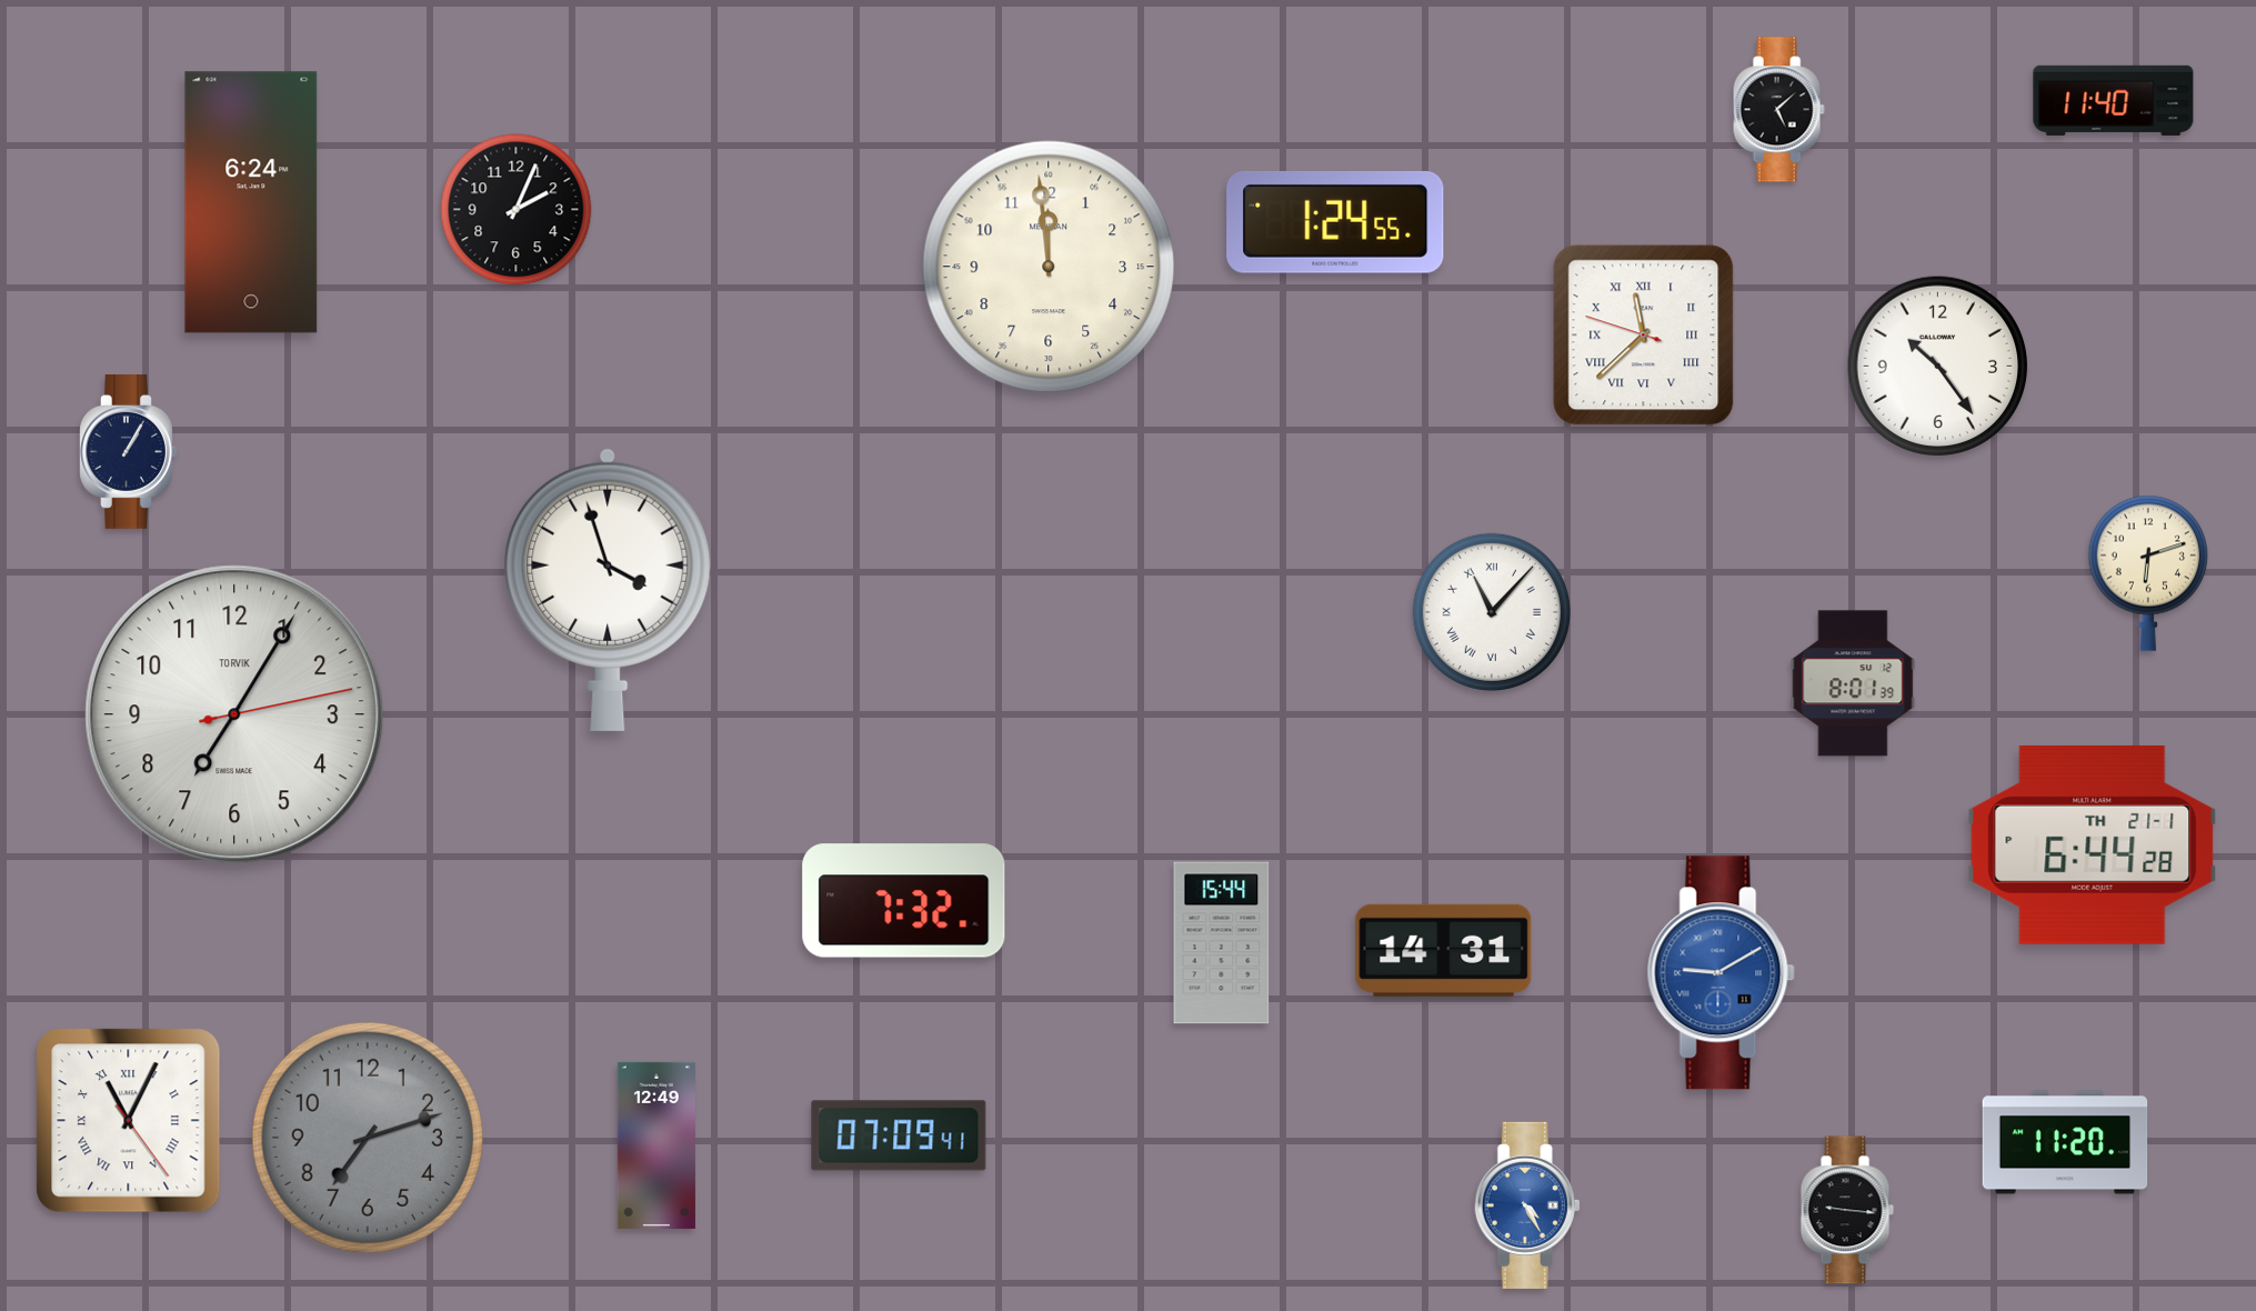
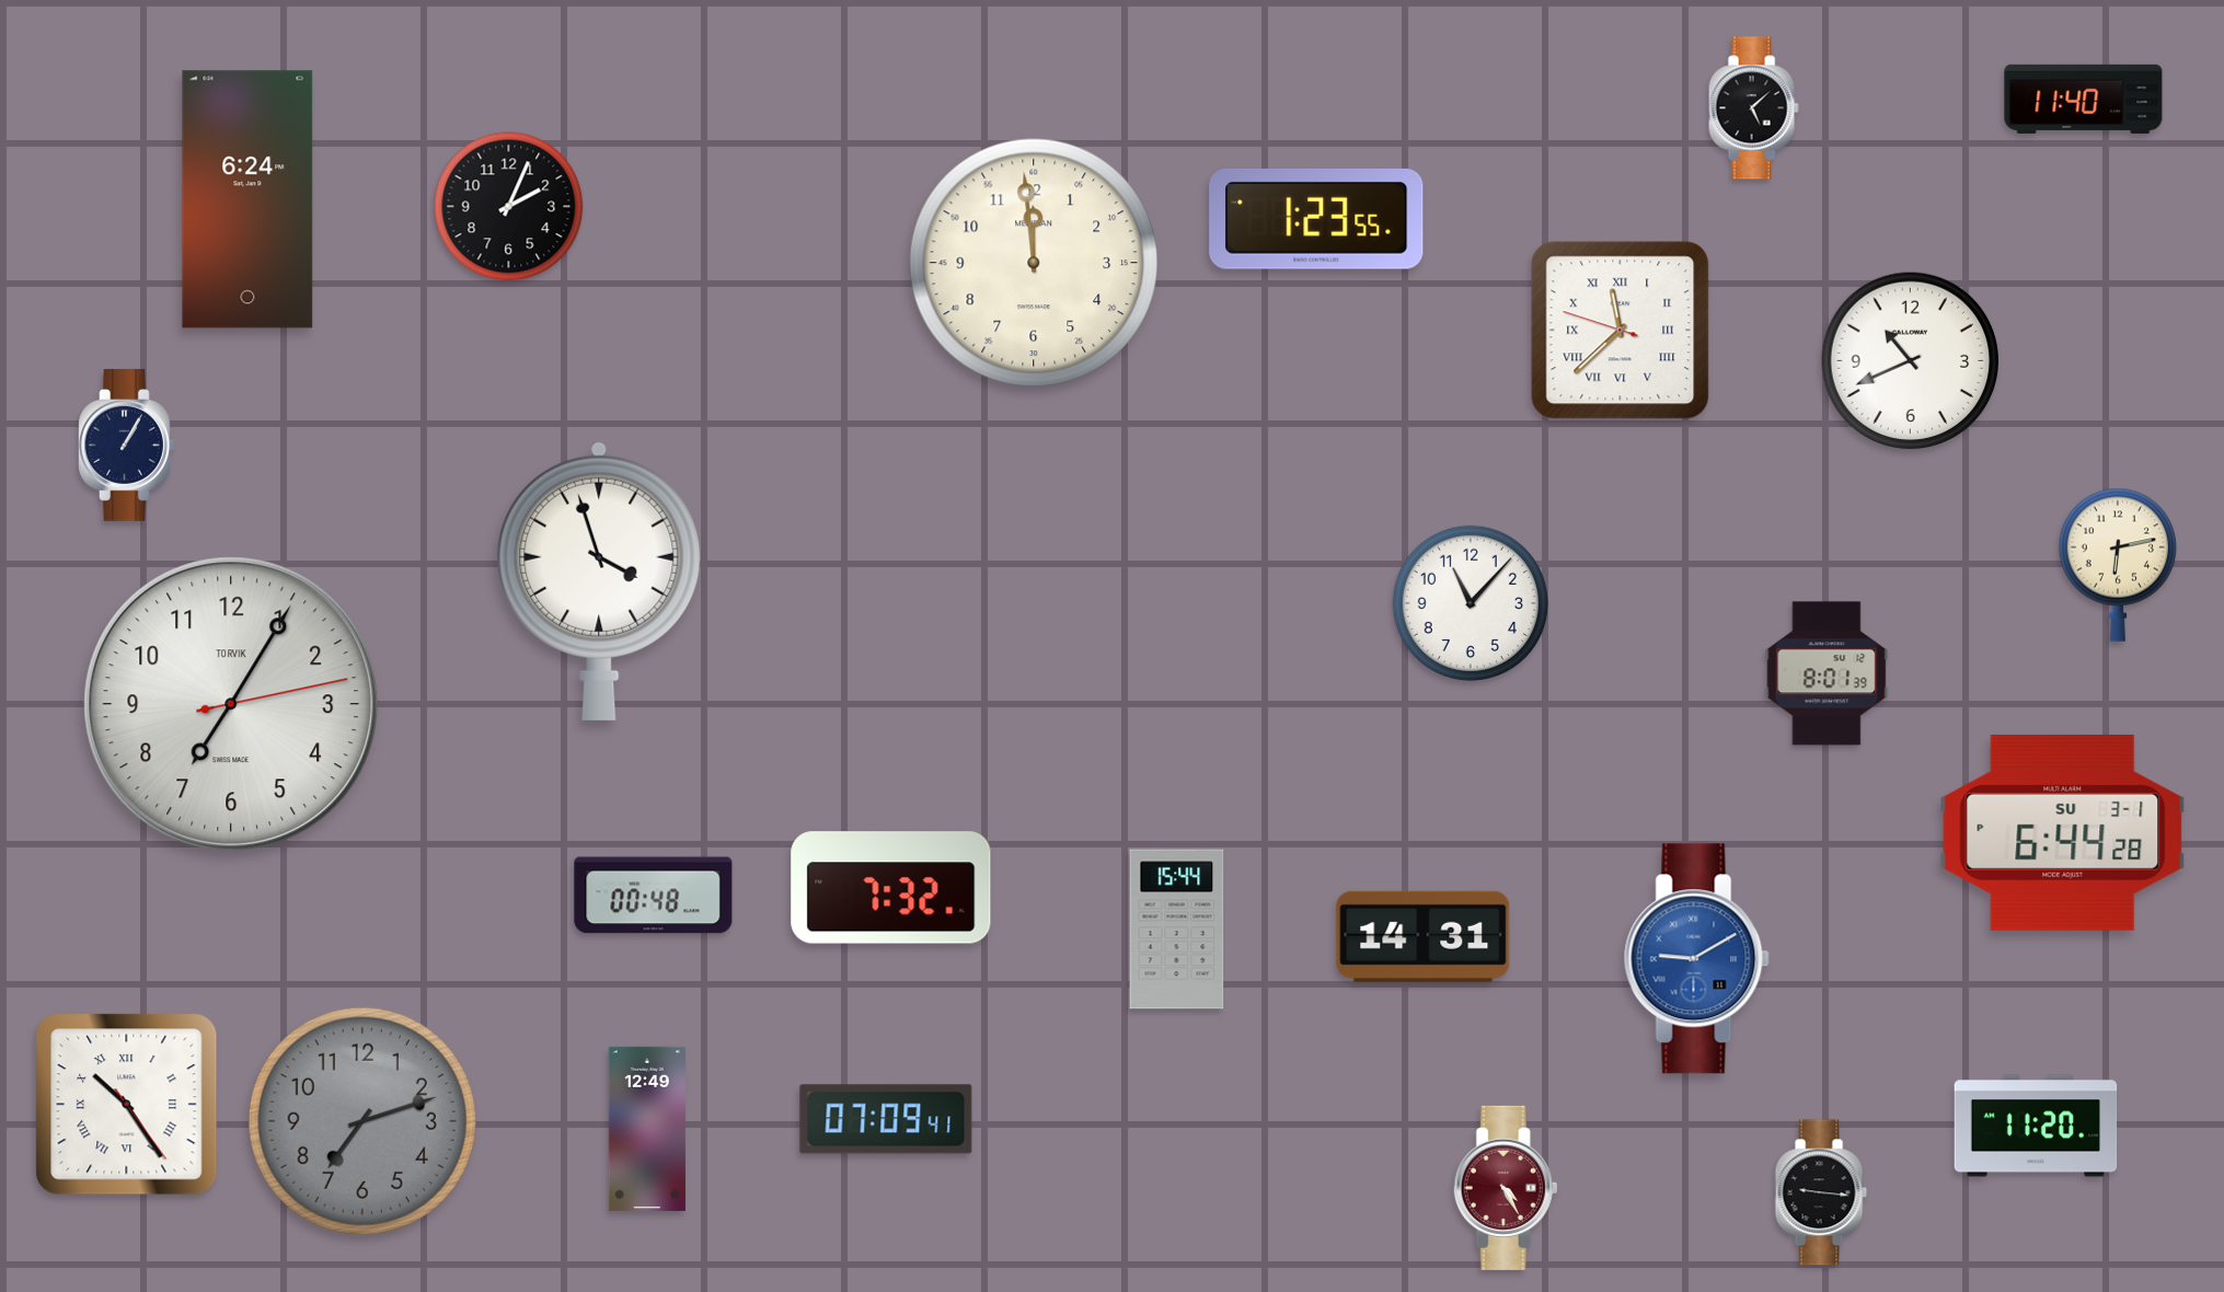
clock at (1335, 222): 1:24 -> 1:23
clock at (1938, 367): 10:24 -> 10:41
clock at (2147, 573): 6:12 -> 6:13
clock at (1492, 612) numerals: Roman -> Arabic
clock at (2093, 844) date: TH 21-1 -> SU 3-1
clock at (654, 896): none -> 00:48
clock at (1222, 943) position: (1222, 943) -> (1177, 930)
clock at (129, 1121): 11:04 -> 10:24
clock at (1527, 1205) dial: blue -> burgundy
